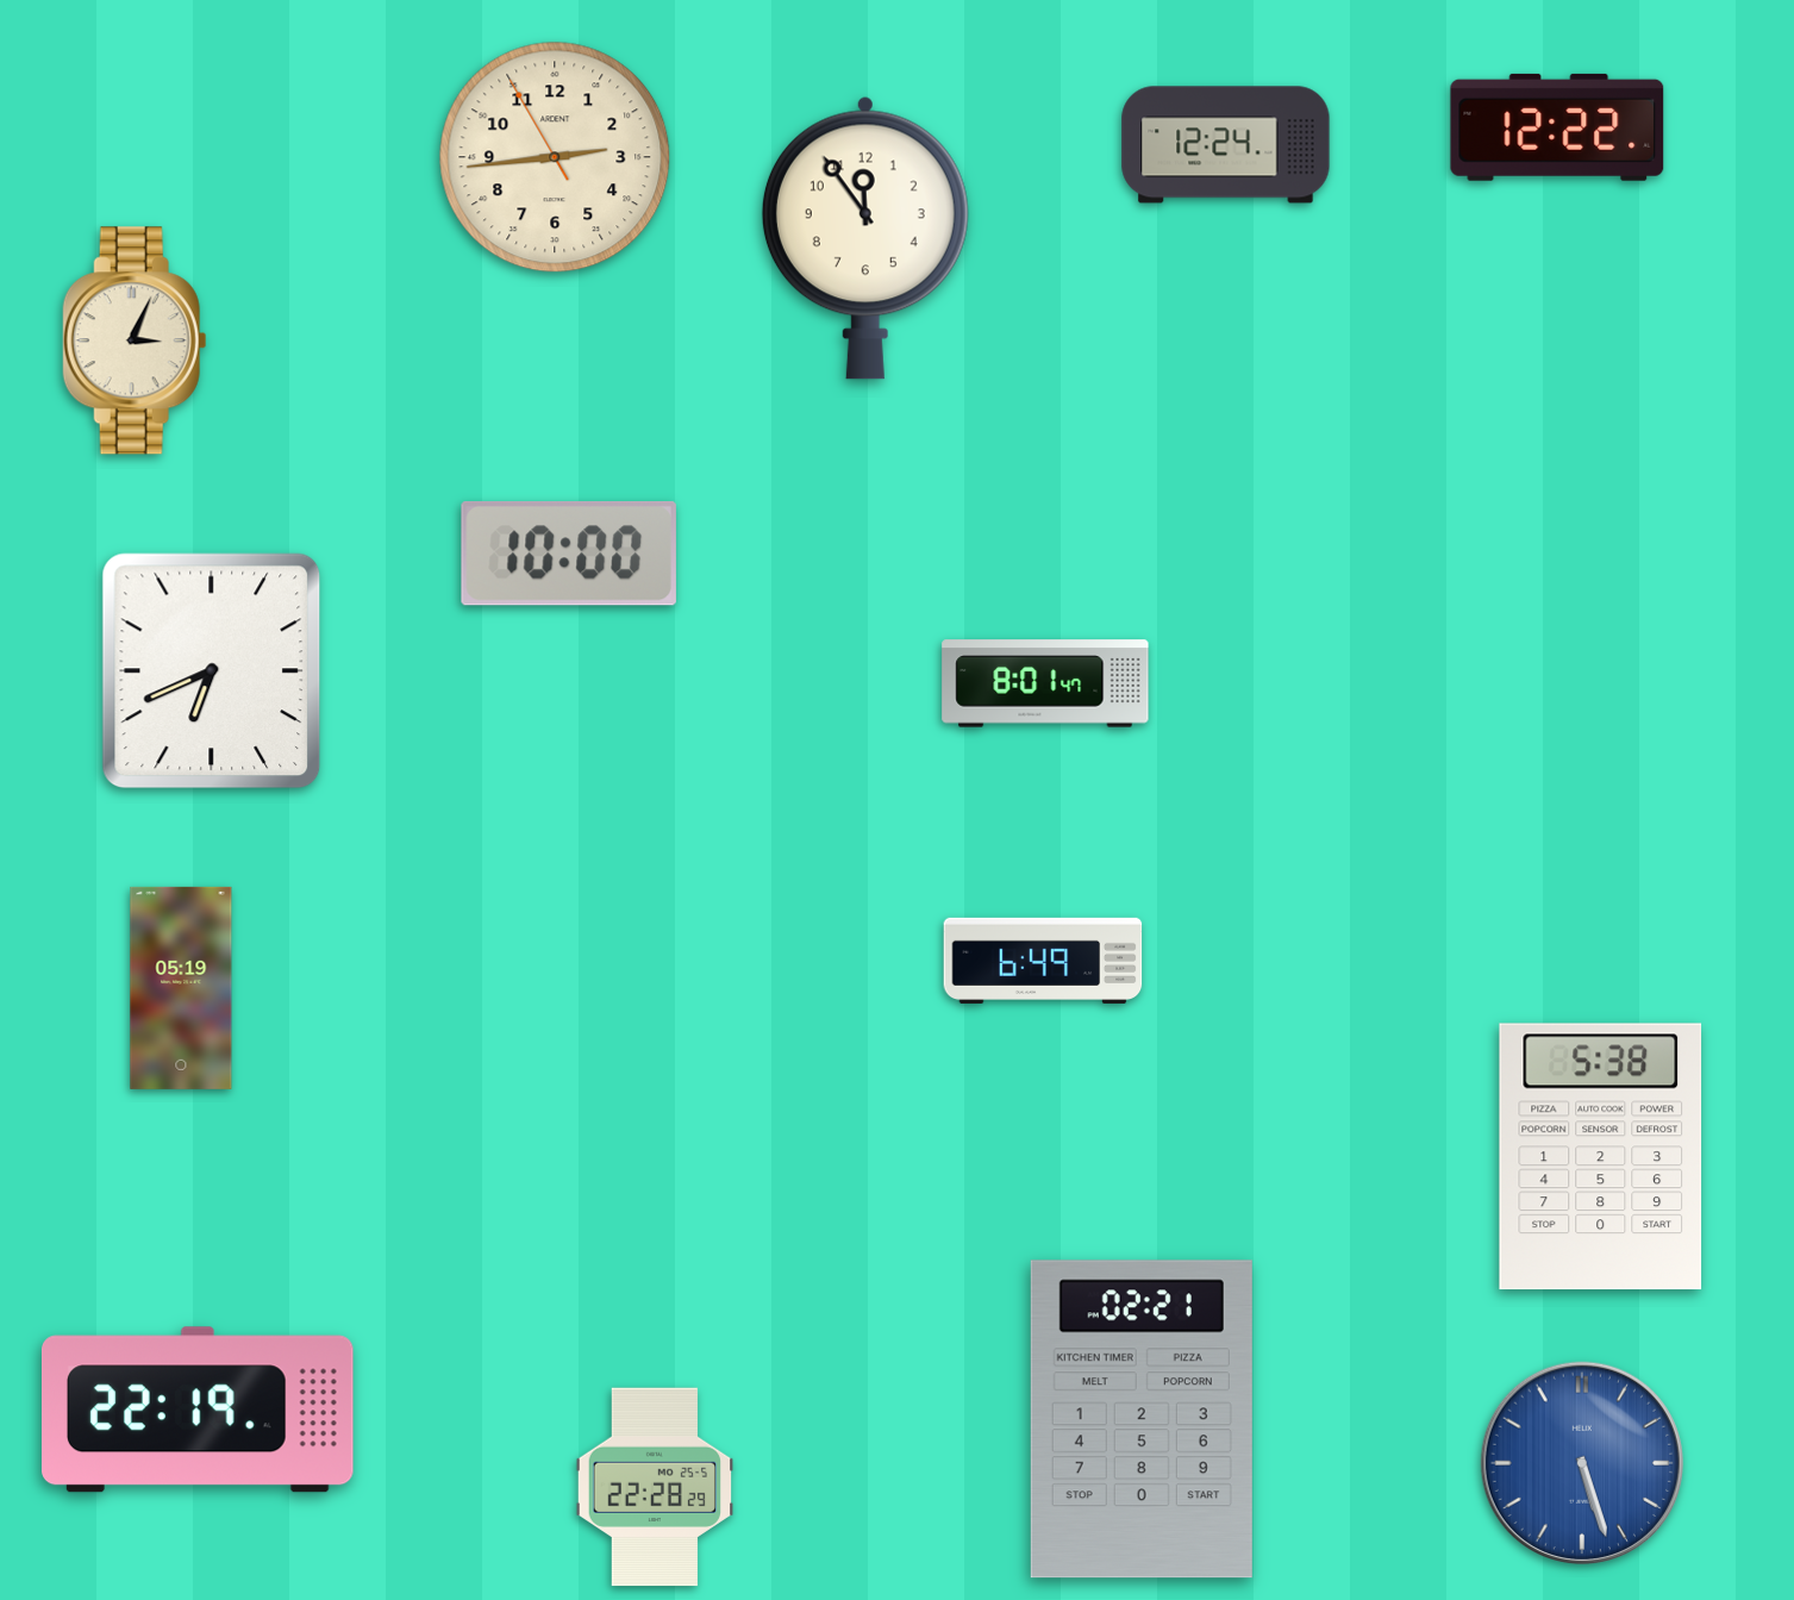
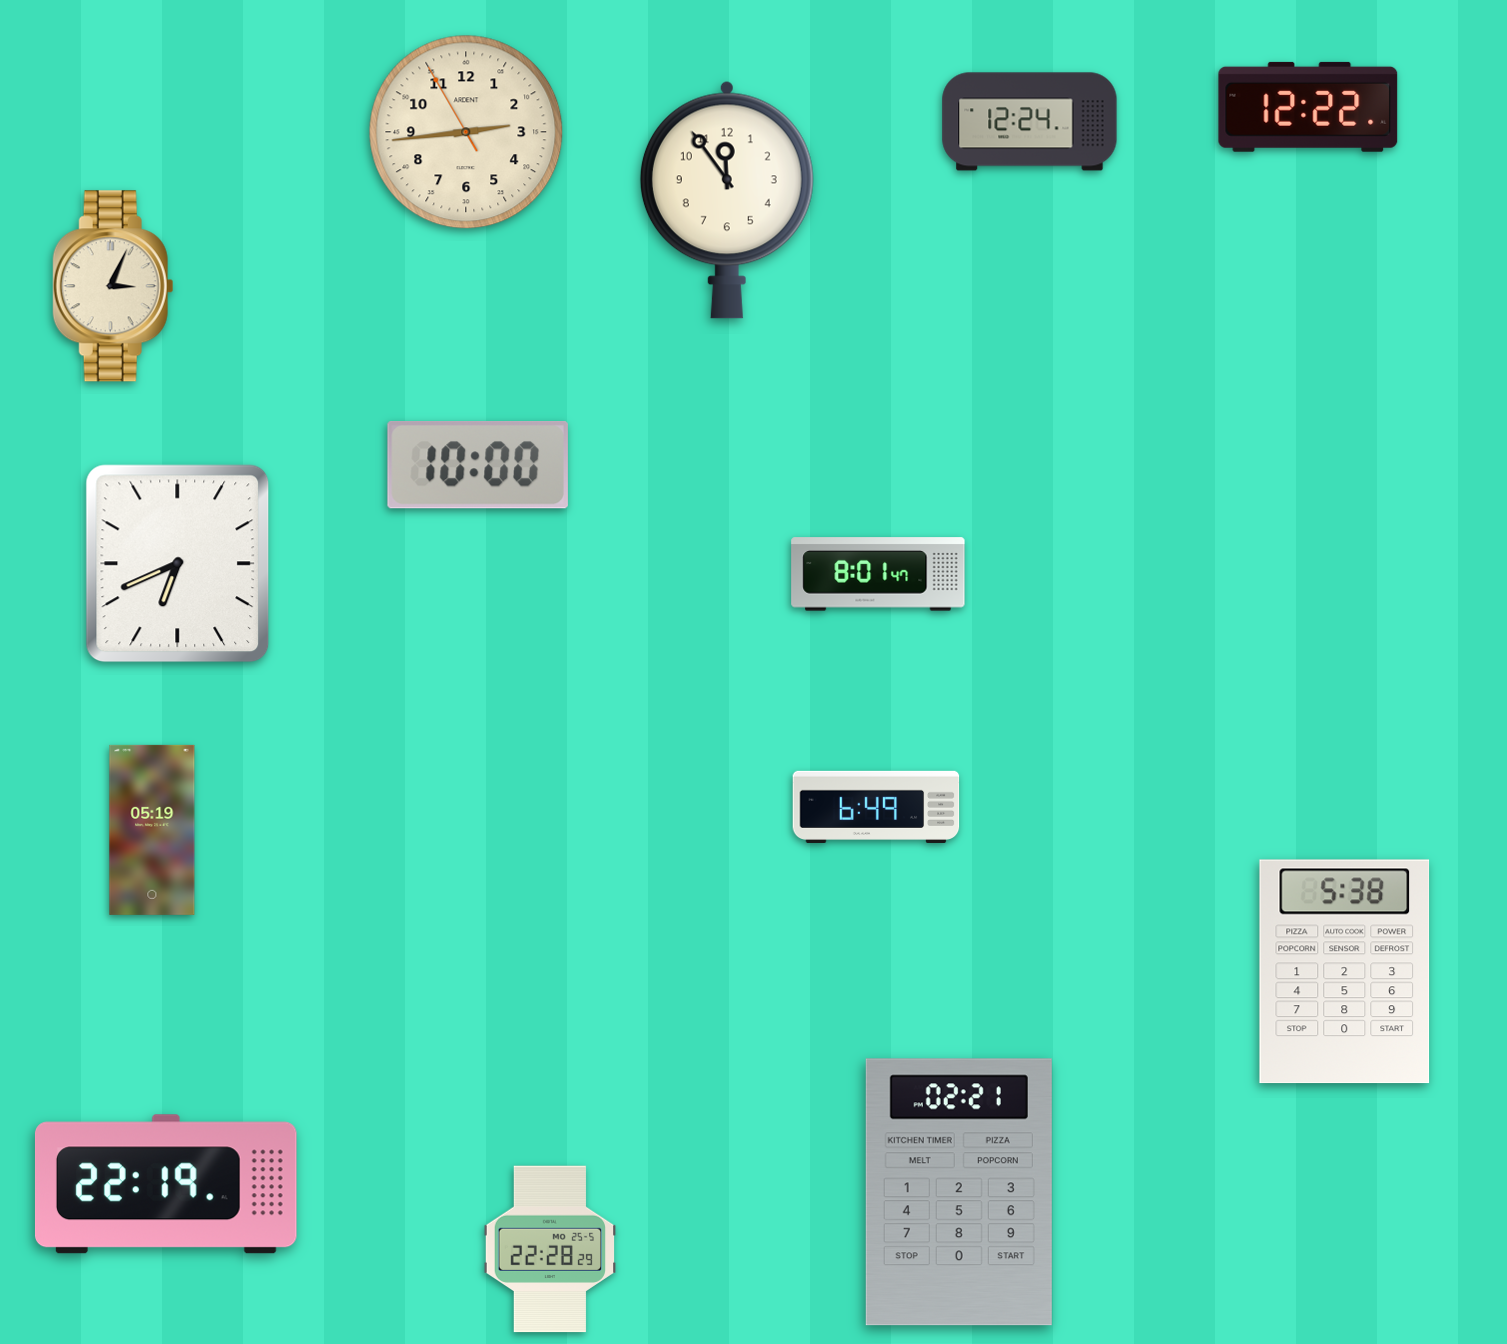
clock at (1581, 1462): 5:27 -> none
